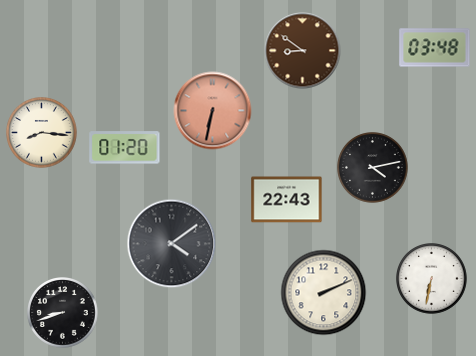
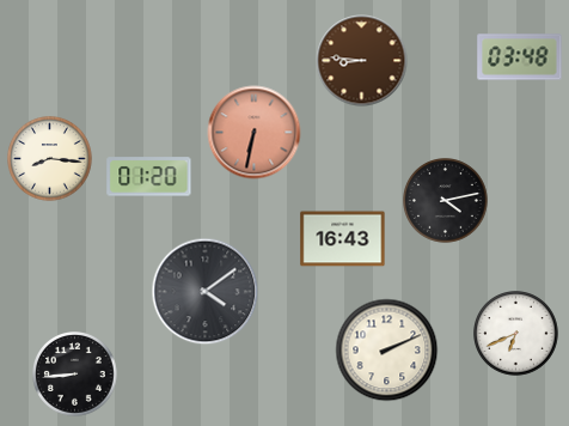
clock at (303, 51): 8:51 -> 8:46
clock at (287, 200): 22:43 -> 16:43
clock at (432, 279): 6:32 -> 6:41
clock at (63, 313): 8:42 -> 8:44
